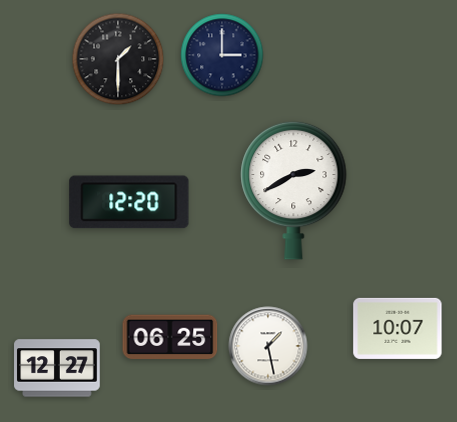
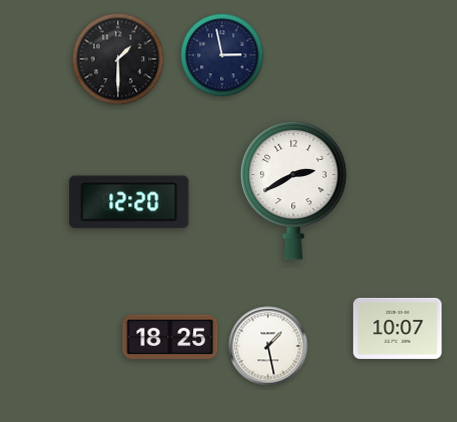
clock at (222, 55): 3:00 -> 2:58
clock at (170, 337): 06:25 -> 18:25
clock at (57, 368): 12:27 -> none
